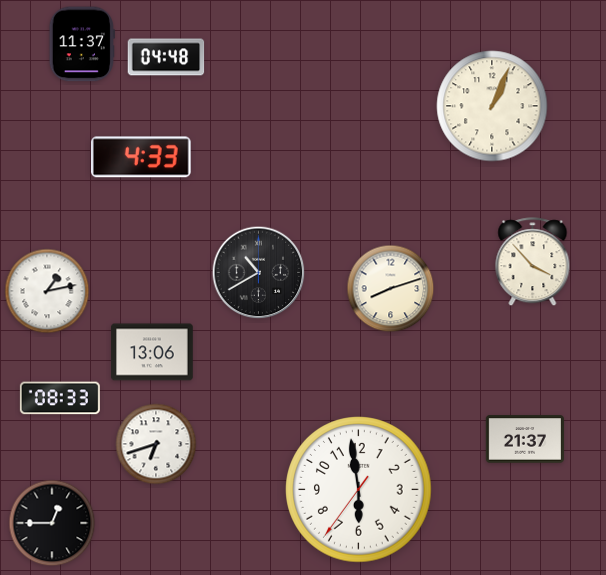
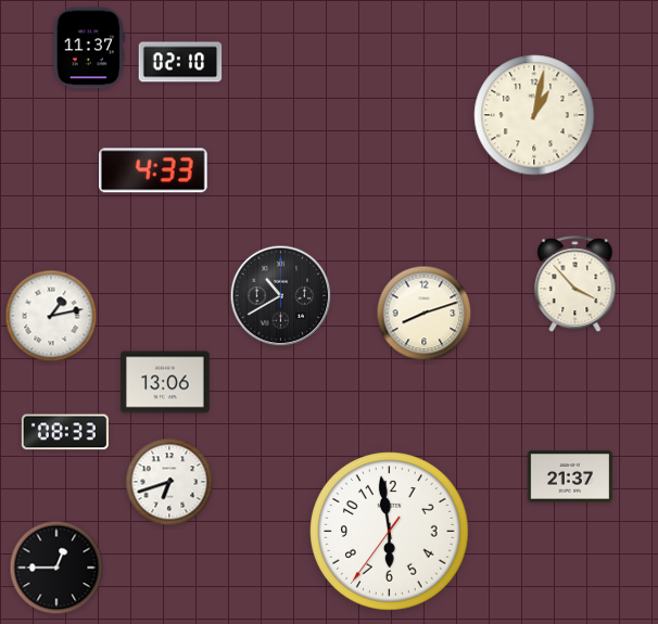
clock at (166, 57): 04:48 -> 02:10
clock at (492, 106): 1:04 -> 1:02
clock at (533, 262) position: (533, 262) -> (575, 284)
